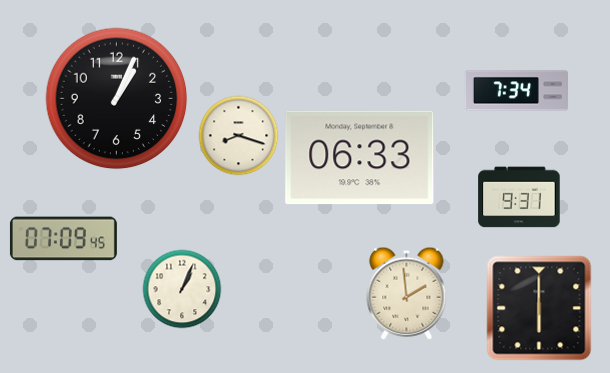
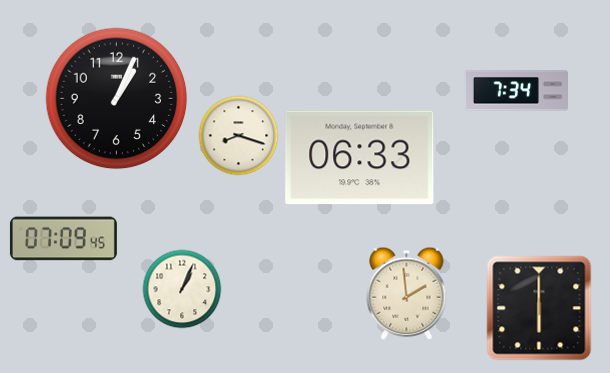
clock at (519, 197): 9:31 -> none
